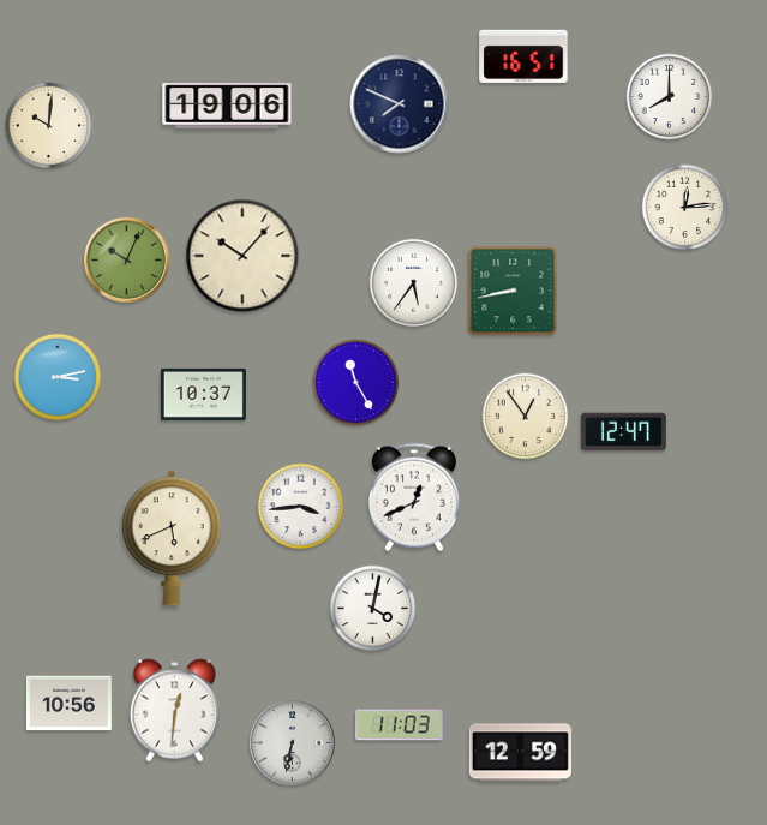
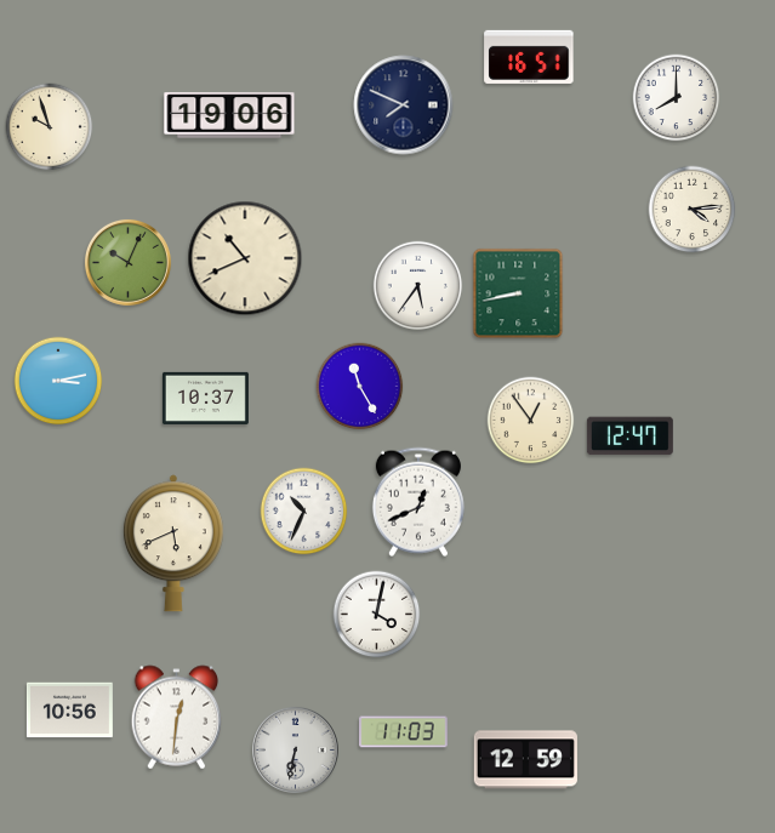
clock at (227, 106) position: (227, 106) -> (229, 115)
clock at (49, 126): 10:01 -> 9:57
clock at (685, 208): 12:14 -> 4:14
clock at (242, 256): 10:07 -> 10:41
clock at (301, 507): 3:44 -> 10:34
